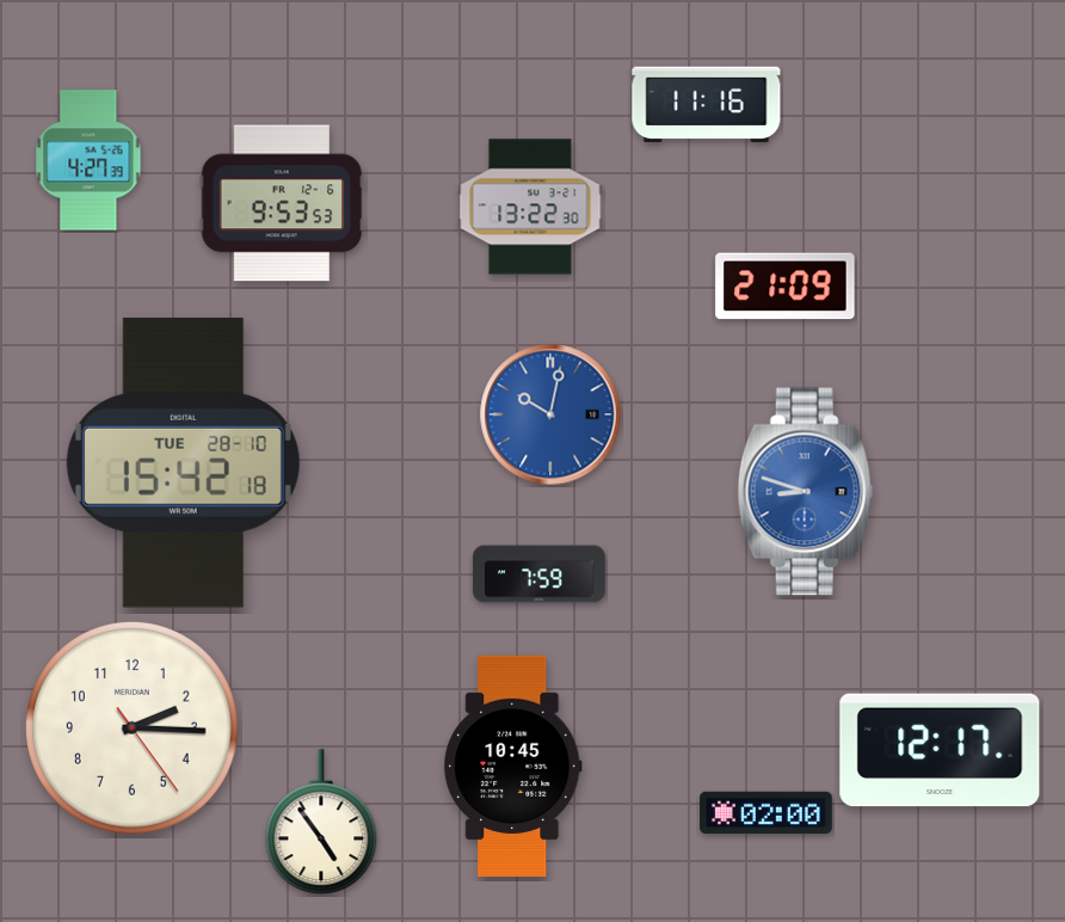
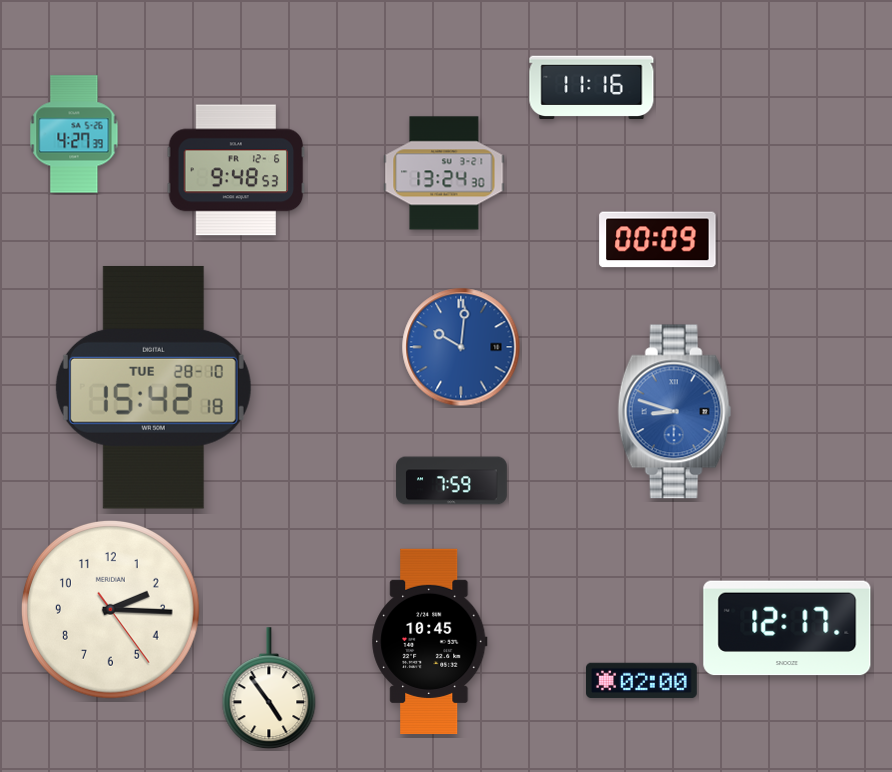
clock at (282, 203): 9:53 -> 9:48
clock at (530, 207): 13:22 -> 13:24
clock at (786, 287): 21:09 -> 00:09
clock at (550, 414): 10:02 -> 10:01
